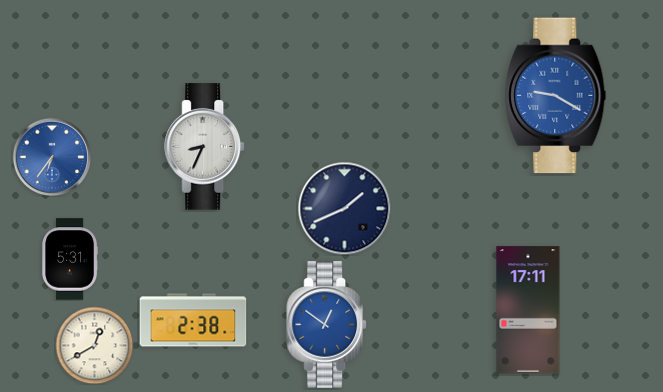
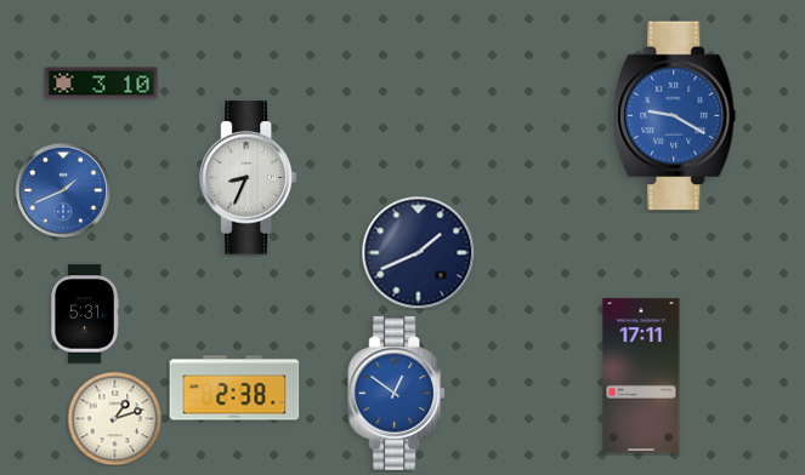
clock at (102, 84): none -> 3:10
clock at (52, 157): 6:36 -> 1:41
clock at (94, 345): 12:40 -> 1:12
